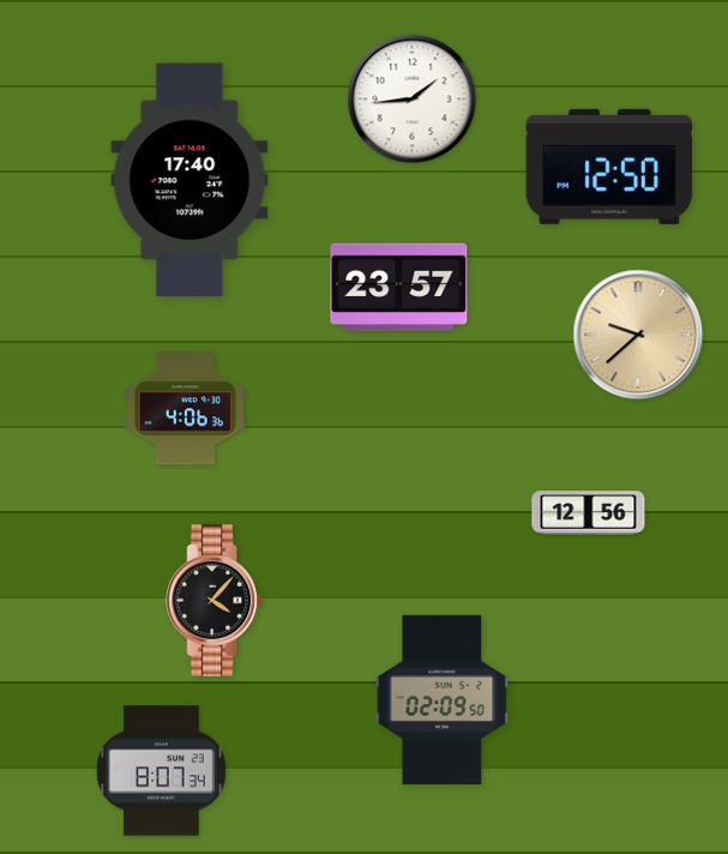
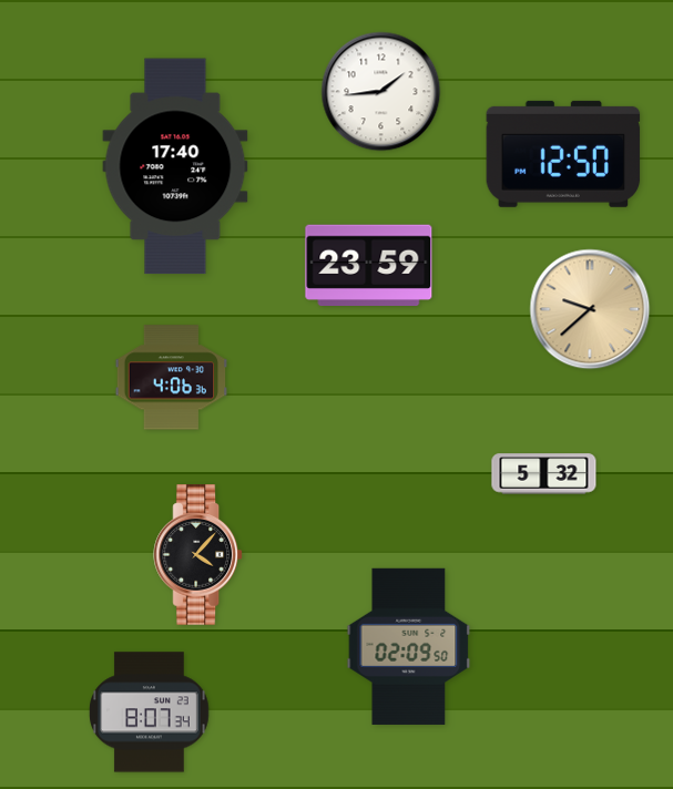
clock at (399, 287): 23:57 -> 23:59
clock at (589, 513): 12:56 -> 5:32
